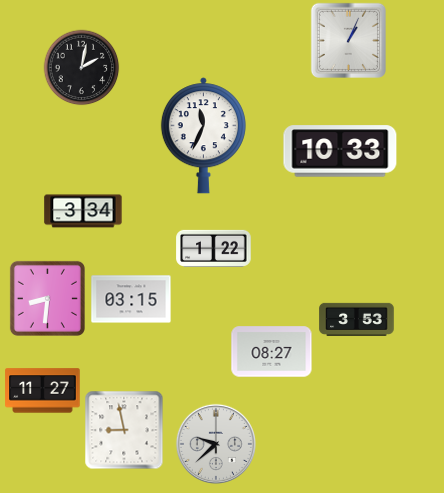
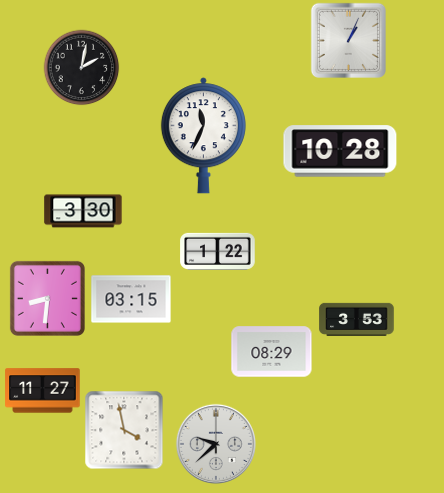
clock at (340, 151): 10:33 -> 10:28
clock at (83, 211): 3:34 -> 3:30
clock at (214, 248) position: (214, 248) -> (218, 251)
clock at (272, 352): 08:27 -> 08:29
clock at (124, 430): 8:58 -> 3:58
